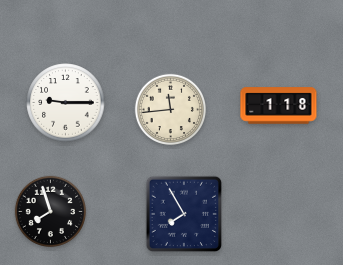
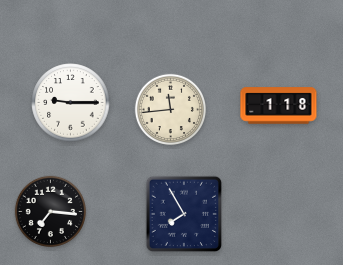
clock at (66, 103) position: (66, 103) -> (71, 103)
clock at (51, 212): 7:57 -> 7:16
